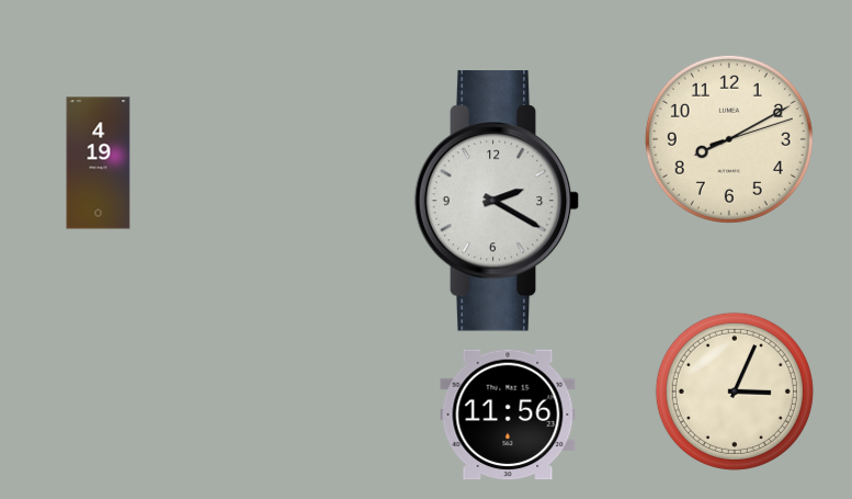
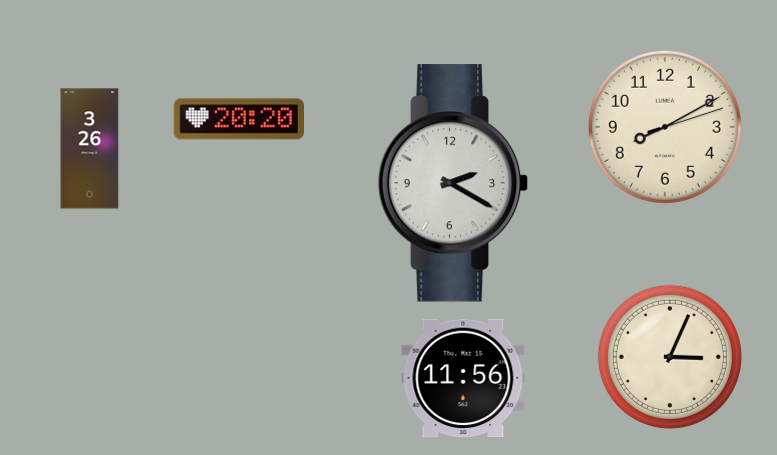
clock at (238, 119): none -> 20:20
clock at (99, 163): 4:19 -> 3:26
